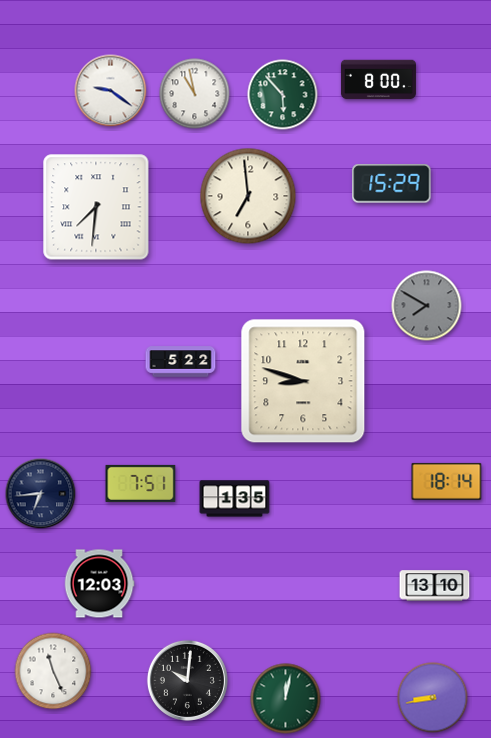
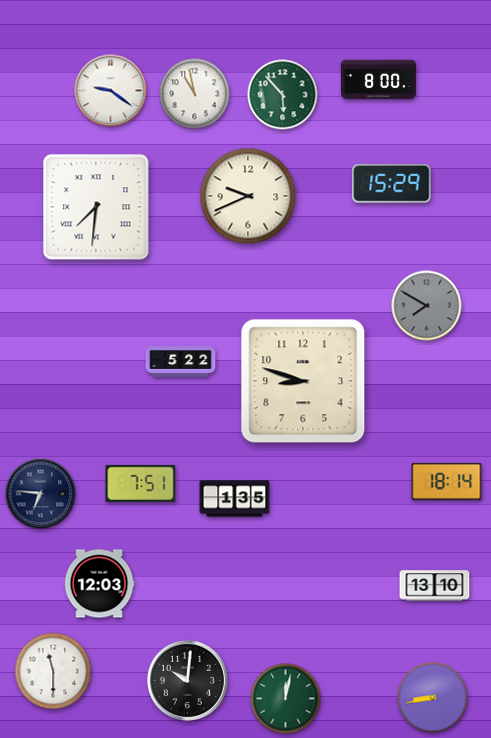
clock at (248, 196): 6:59 -> 9:41
clock at (41, 494): 6:44 -> 6:46
clock at (53, 671): 11:26 -> 11:30
